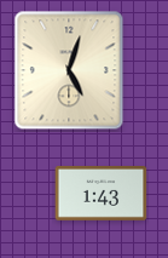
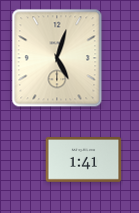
clock at (102, 194): 1:43 -> 1:41
